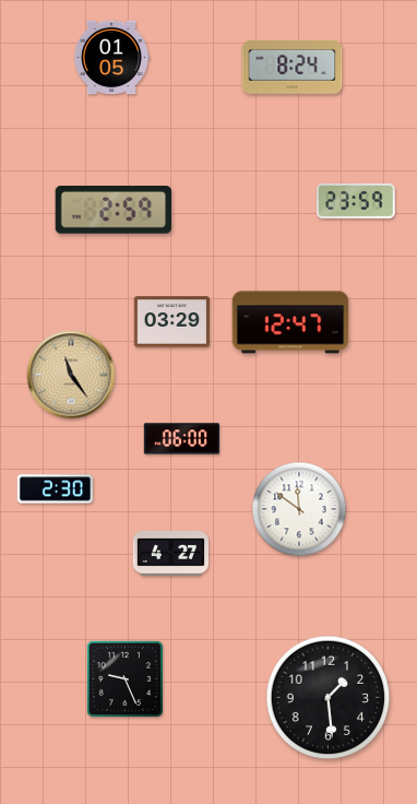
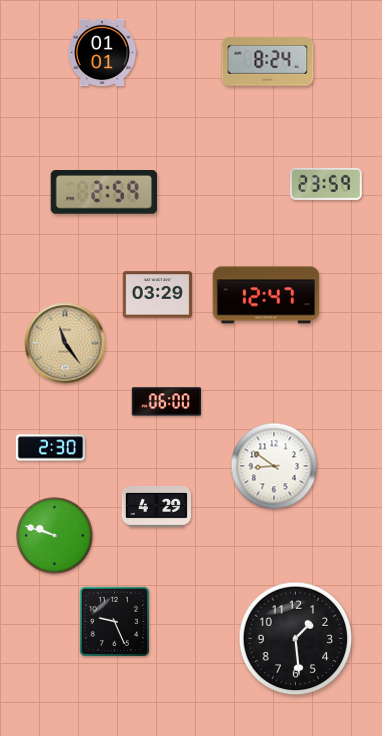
clock at (110, 58): 01:05 -> 01:01
clock at (299, 509): 11:51 -> 8:51
clock at (171, 553): 4:27 -> 4:29
clock at (55, 536): none -> 9:48
clock at (329, 698) position: (329, 698) -> (296, 639)
